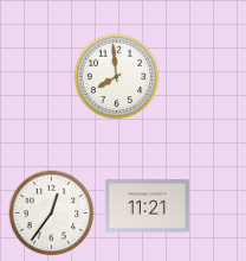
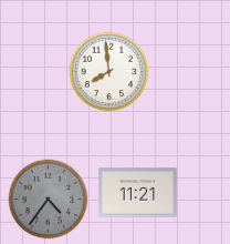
clock at (52, 214): 12:36 -> 4:36
clock at (52, 214) dial: white -> grey
